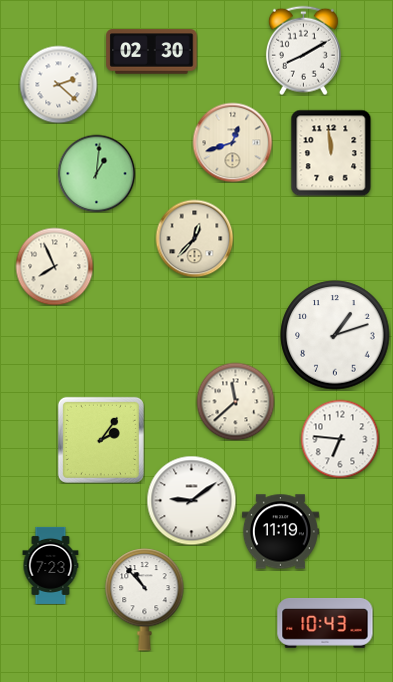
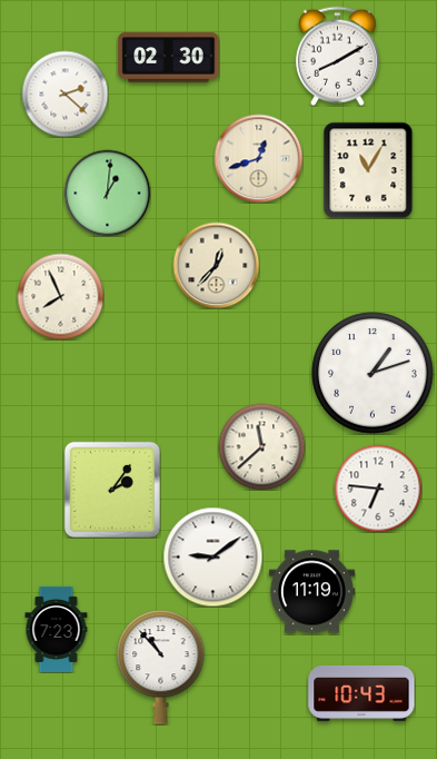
clock at (331, 153): 11:59 -> 11:05
